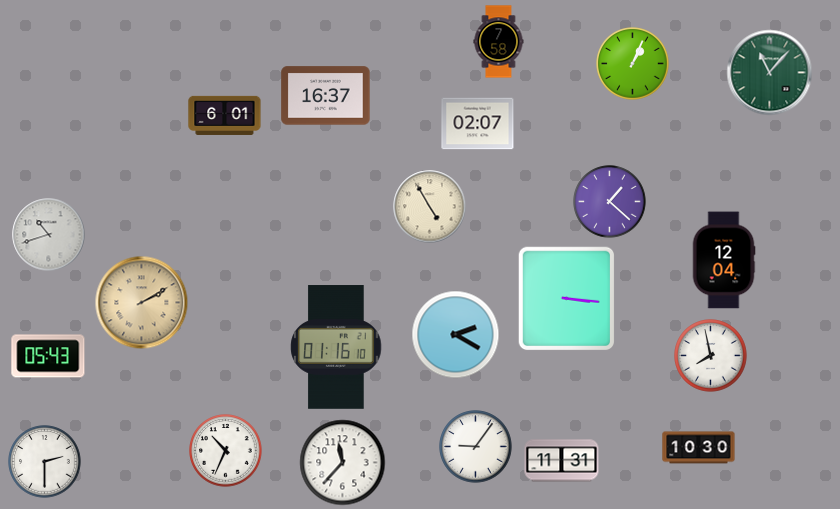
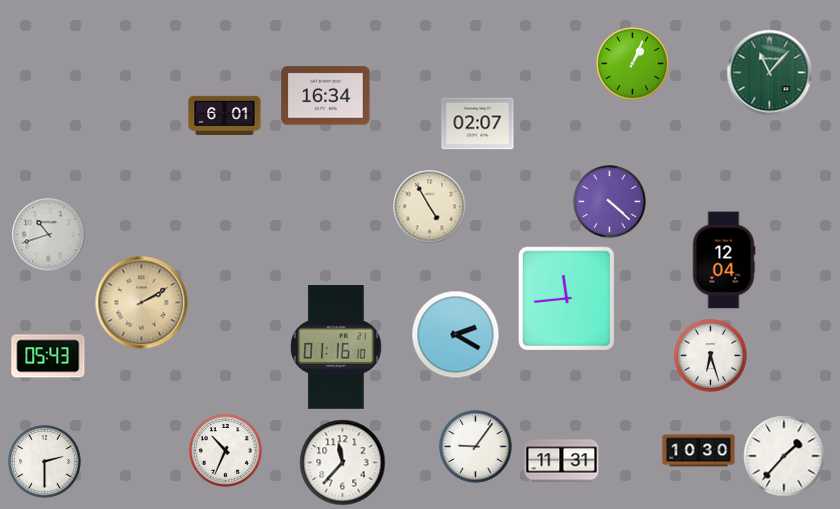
clock at (499, 42): 7:58 -> none
clock at (326, 96): 16:37 -> 16:34
clock at (610, 202): 1:22 -> 4:22
clock at (566, 299): 3:16 -> 11:44
clock at (711, 356): 7:58 -> 6:27
clock at (699, 448) position: (699, 448) -> (699, 451)
clock at (784, 456): none -> 1:37
